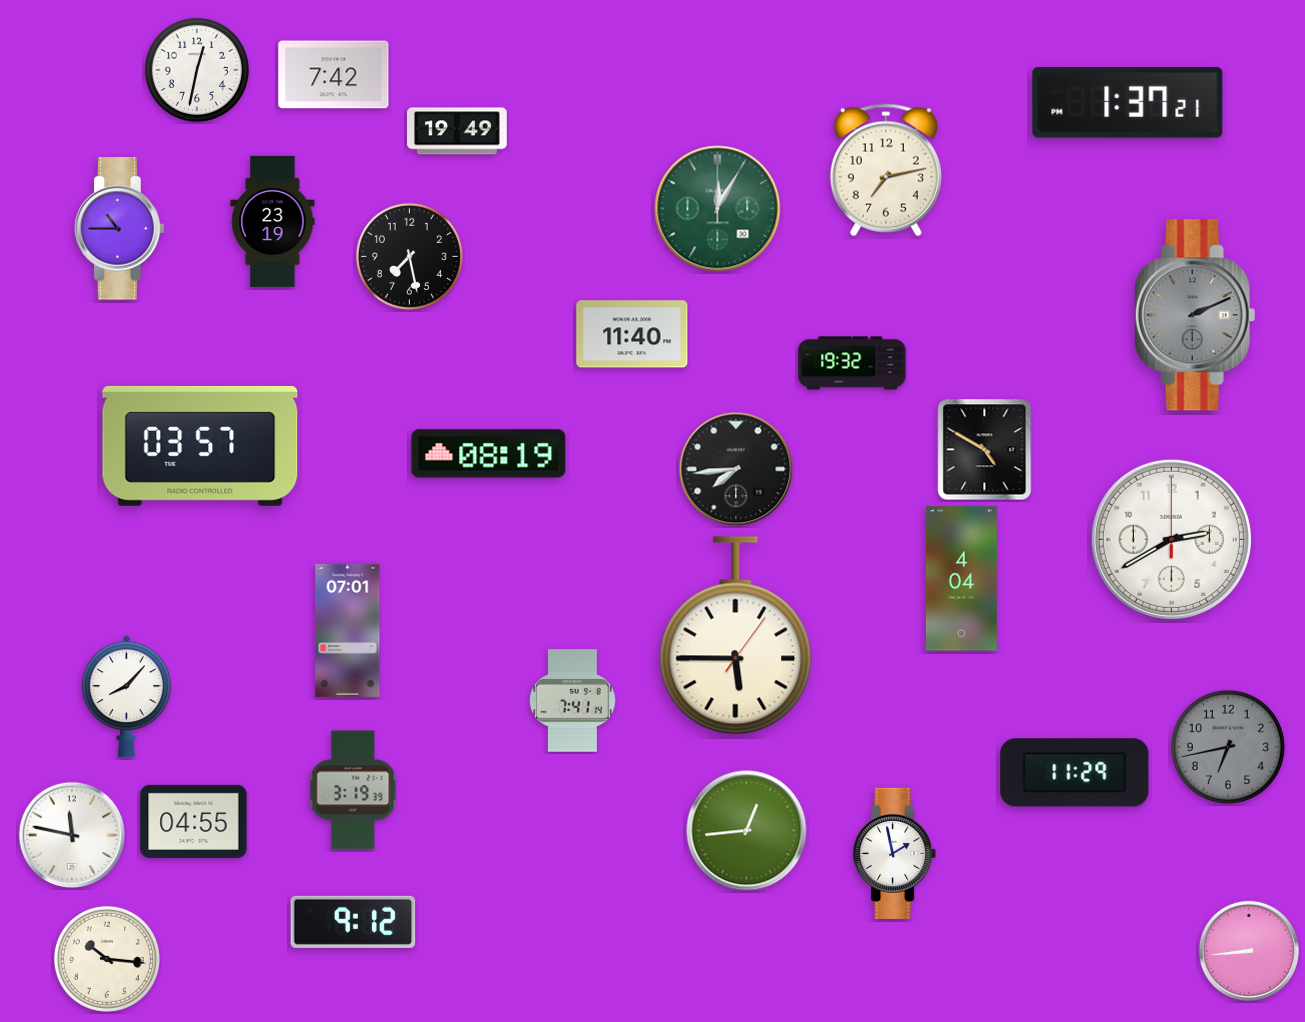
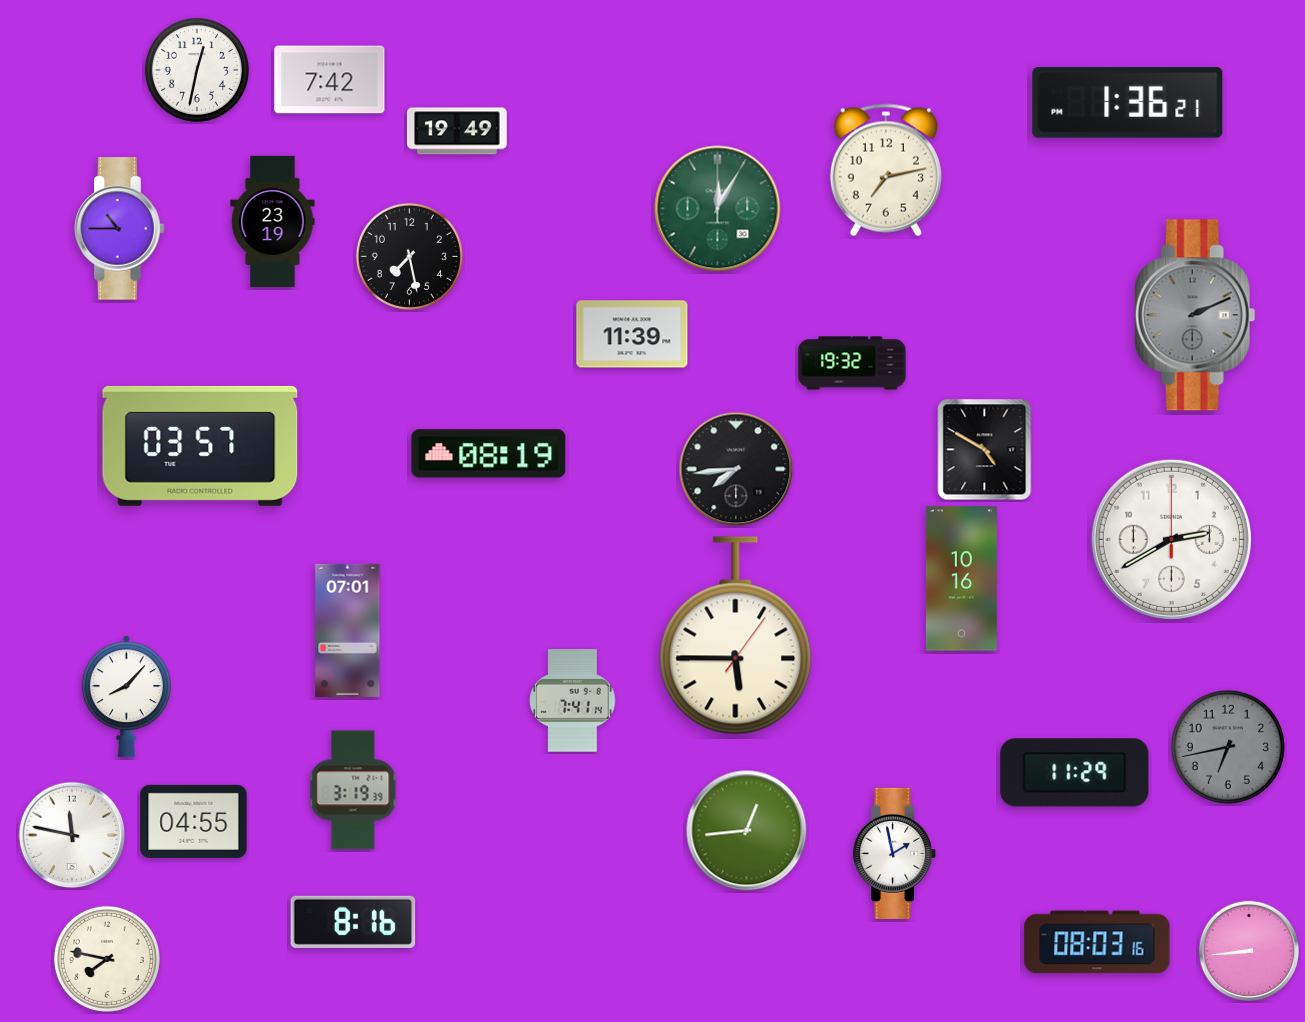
clock at (334, 75) position: (334, 75) -> (330, 80)
clock at (1128, 103): 1:37 -> 1:36
clock at (632, 334): 11:40 -> 11:39
clock at (961, 579): 4:04 -> 10:16
clock at (353, 922): 9:12 -> 8:16
clock at (1097, 942): none -> 08:03
clock at (107, 959): 10:16 -> 7:47
